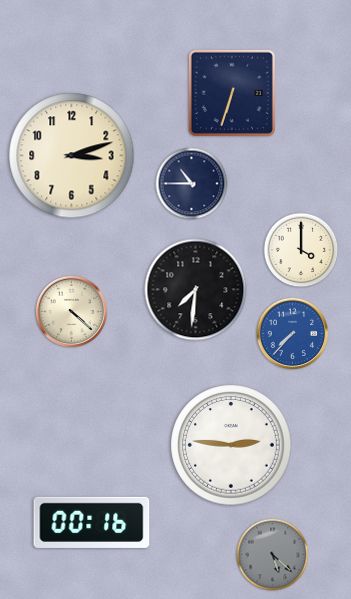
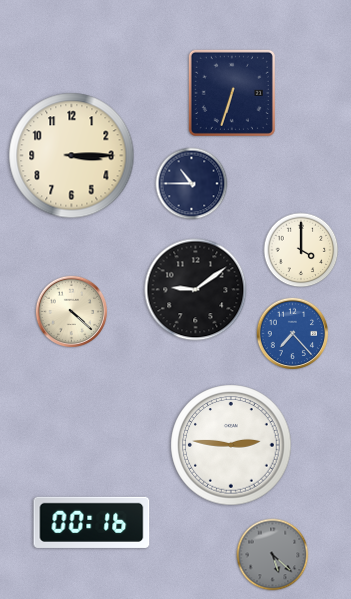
clock at (72, 156): 3:12 -> 3:15
clock at (196, 290): 7:31 -> 9:09
clock at (293, 334): 7:37 -> 7:23
